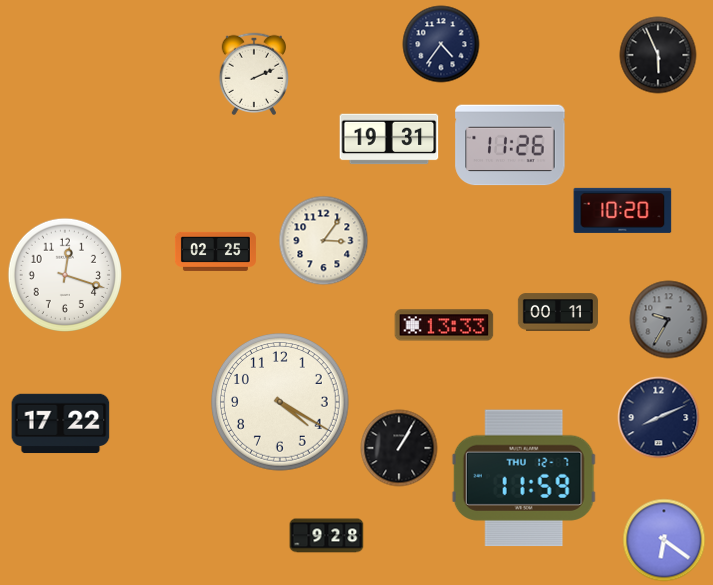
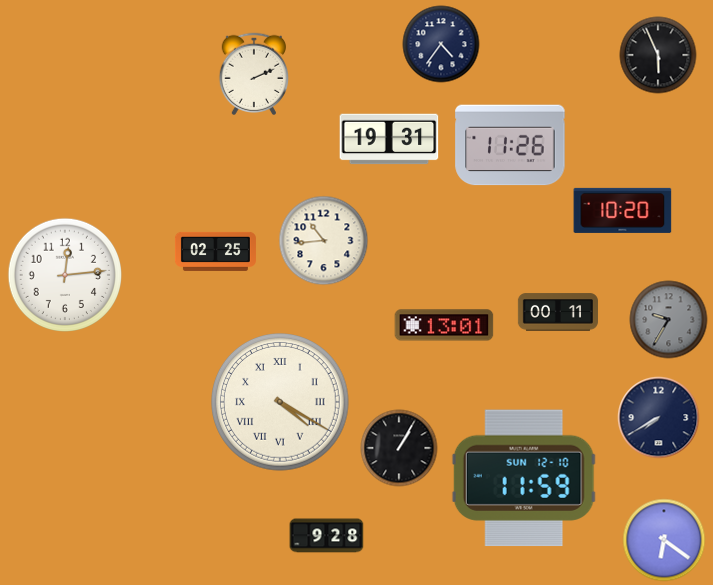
clock at (324, 241): 3:06 -> 10:44
clock at (64, 275): 12:18 -> 12:14
clock at (444, 325): 13:33 -> 13:01
clock at (281, 403) numerals: Arabic -> Roman
clock at (659, 418): 8:11 -> 7:40
clock at (61, 424): 17:22 -> none
clock at (524, 478) date: THU 12-7 -> SUN 12-10
